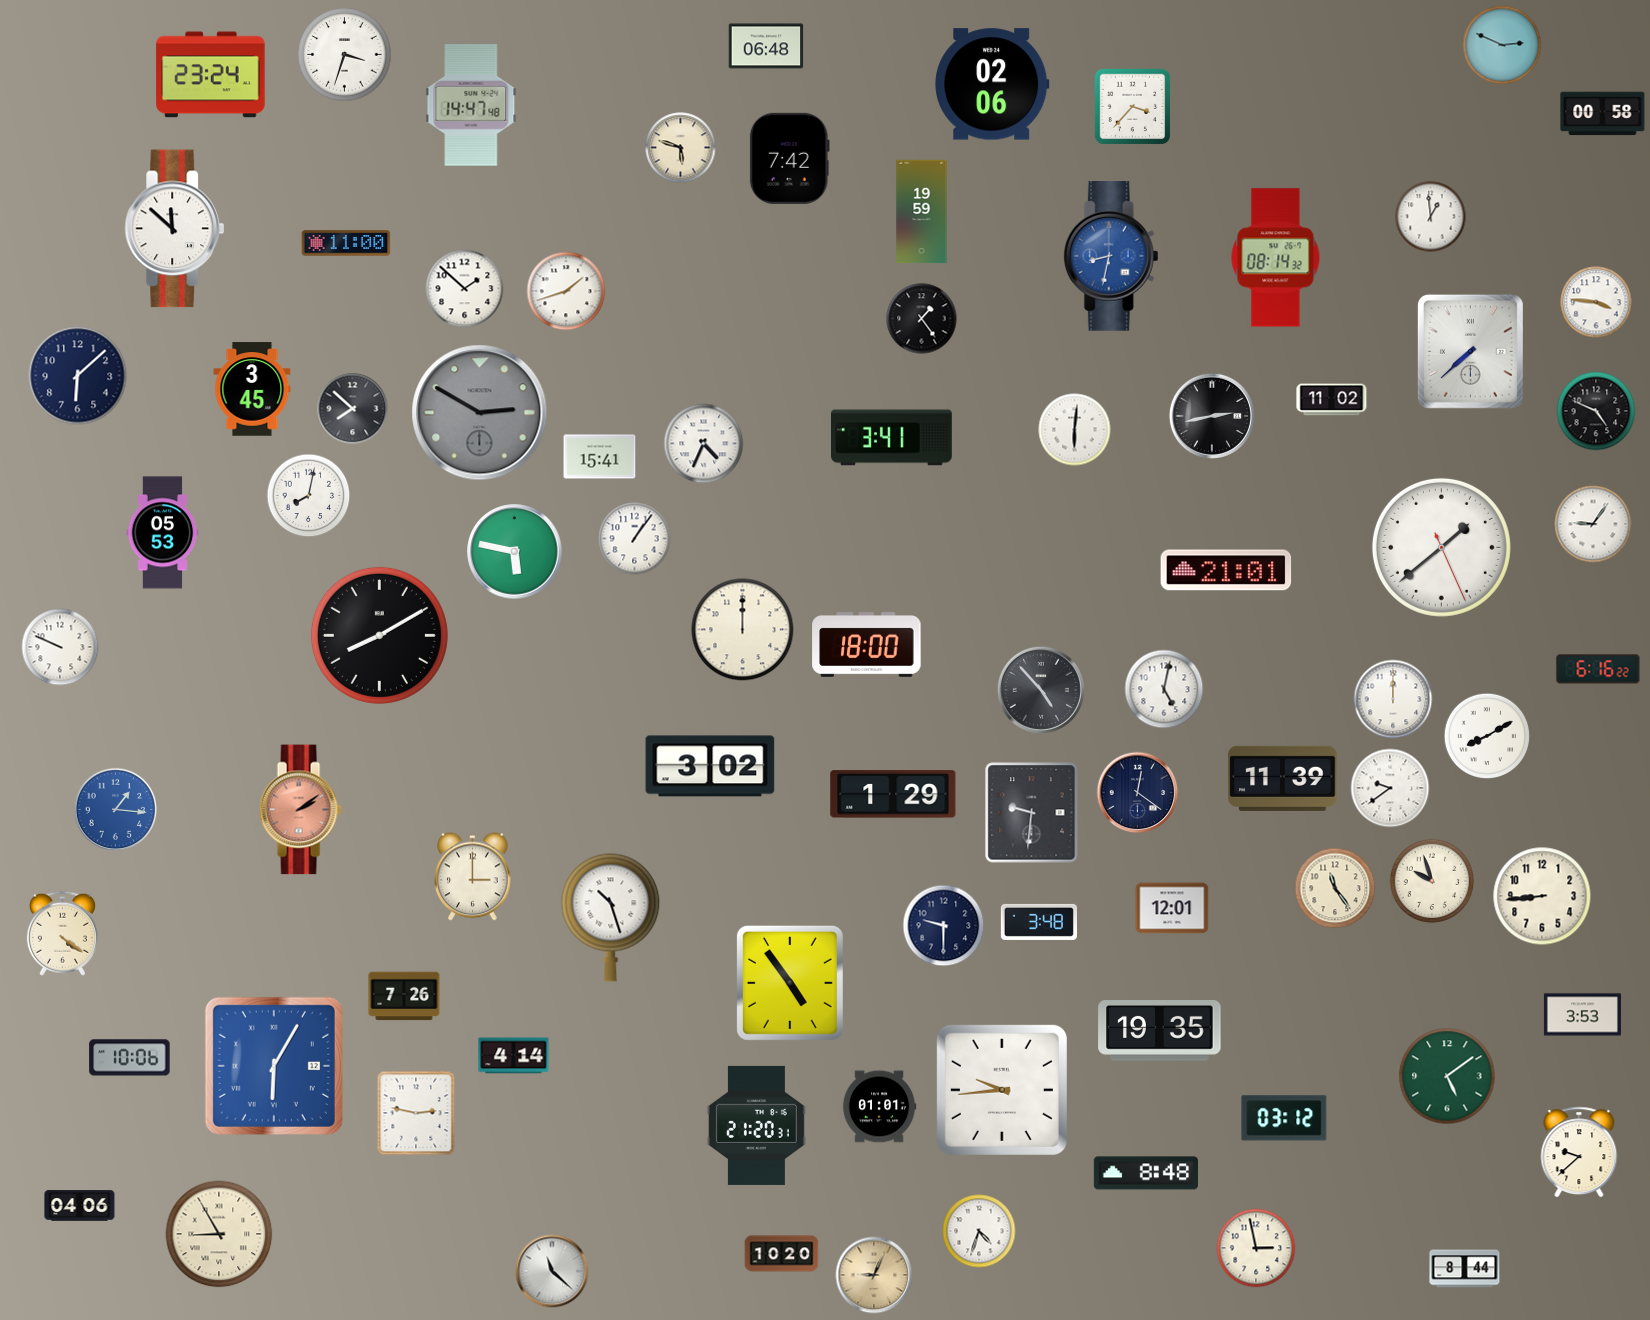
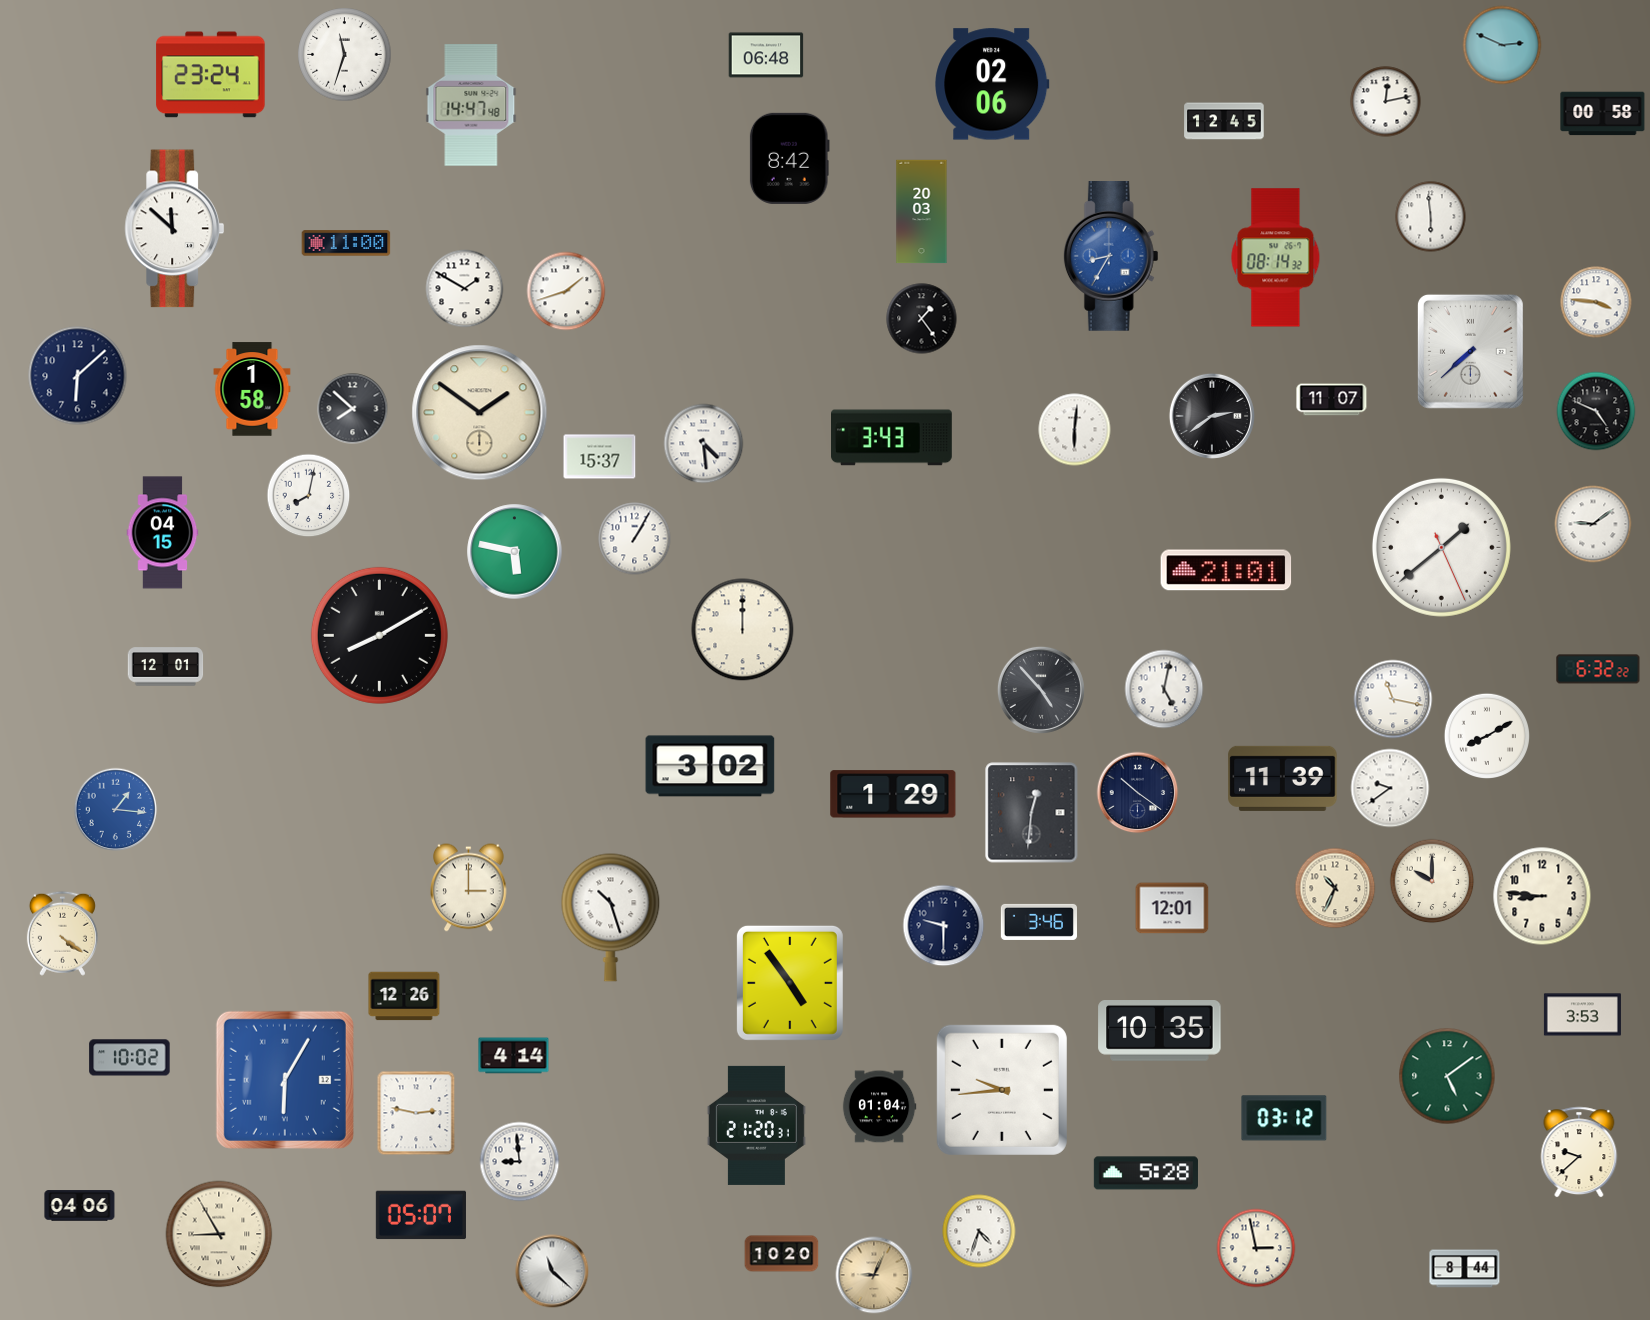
clock at (766, 46) position: (766, 46) -> (766, 55)
clock at (345, 55): 3:33 -> 11:33
clock at (1386, 102): none -> 12:13
clock at (1133, 107): 3:37 -> none
clock at (1224, 121): none -> 12:45
clock at (681, 148): 5:48 -> none
clock at (789, 158): 7:42 -> 8:42
clock at (922, 212): 19:59 -> 20:03
clock at (1431, 217): 12:59 -> 5:59
clock at (1111, 257): 8:32 -> 8:35
clock at (465, 289): 1:52 -> 1:50
clock at (252, 389): 3:45 -> 1:58
clock at (1332, 400): 11:02 -> 11:07
clock at (480, 413): 2:50 -> 1:51
clock at (480, 413) dial: grey -> cream
clock at (1212, 416): 2:43 -> 2:39
clock at (892, 438): 3:41 -> 3:43
clock at (704, 444): 4:34 -> 4:29
clock at (600, 457): 15:41 -> 15:37
clock at (1593, 524): 9:06 -> 9:09
clock at (163, 533): 05:53 -> 04:15
clock at (635, 539): 1:06 -> 1:05
clock at (867, 645): 18:00 -> none
clock at (60, 647): 9:49 -> none
clock at (166, 667): none -> 12:01
clock at (1598, 669): 6:16 -> 6:32
clock at (1393, 699): 12:00 -> 11:17
clock at (1138, 793): 12:21 -> 10:21
clock at (300, 810): 2:09 -> none
clock at (1032, 813): 9:31 -> 12:31
clock at (473, 877) position: (473, 877) -> (469, 888)
clock at (1432, 881): 9:57 -> 10:00
clock at (1335, 888): 11:24 -> 10:34
clock at (1542, 896): 8:44 -> 8:46
clock at (1038, 922): 3:48 -> 3:46
clock at (404, 996): 7:26 -> 12:26
clock at (1160, 1031): 19:35 -> 10:35
clock at (130, 1058): 10:06 -> 10:02
clock at (274, 1066) position: (274, 1066) -> (285, 1080)
clock at (879, 1107): 01:01 -> 01:04
clock at (520, 1162): none -> 8:59
clock at (1146, 1173): 8:48 -> 5:28
clock at (421, 1215): none -> 05:07
